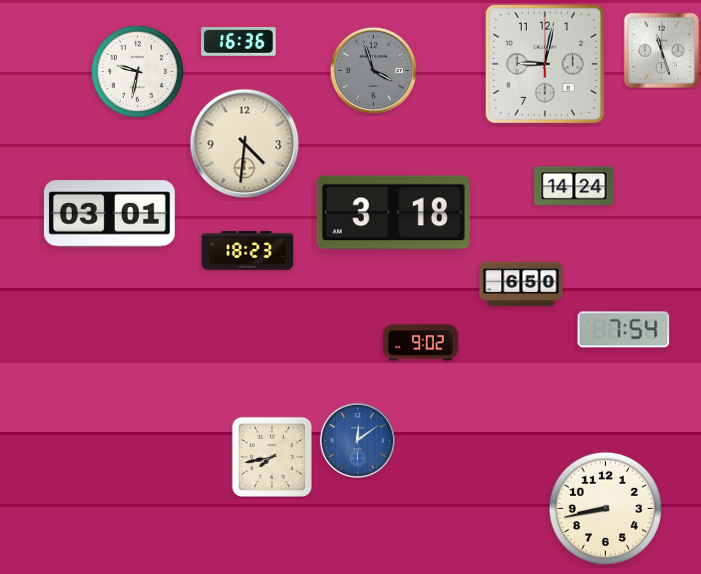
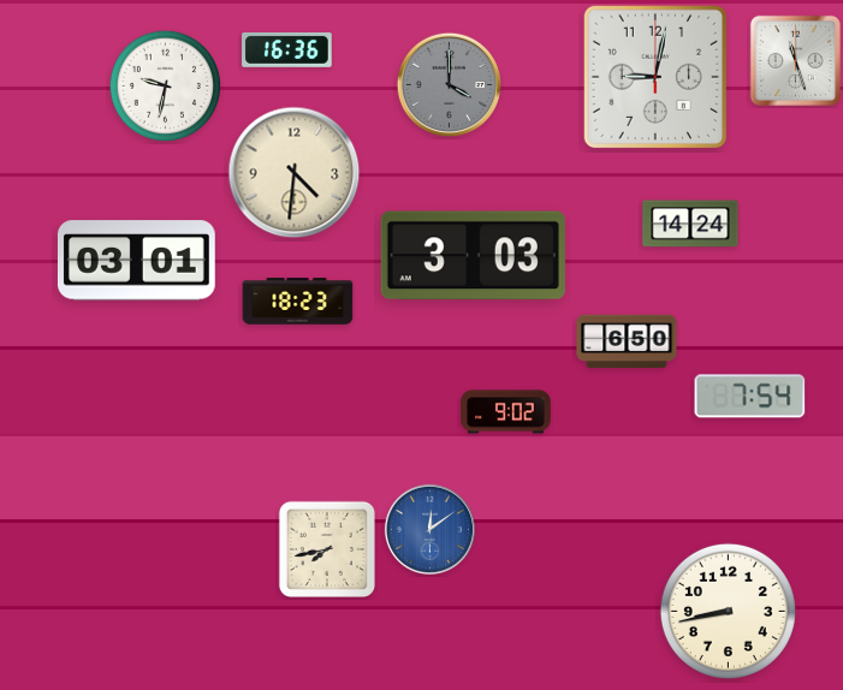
clock at (374, 71): 3:57 -> 4:00
clock at (393, 213): 3:18 -> 3:03
clock at (109, 214) position: (109, 214) -> (136, 261)
